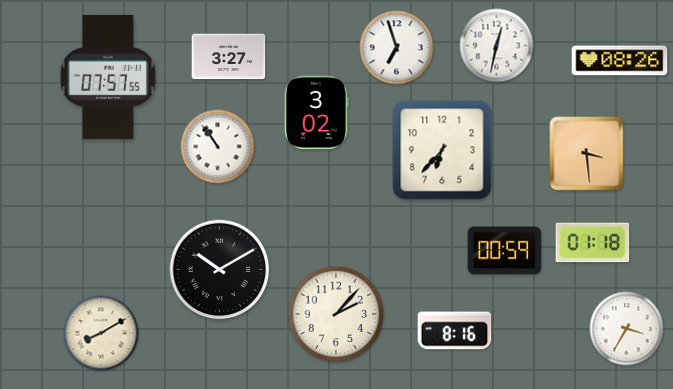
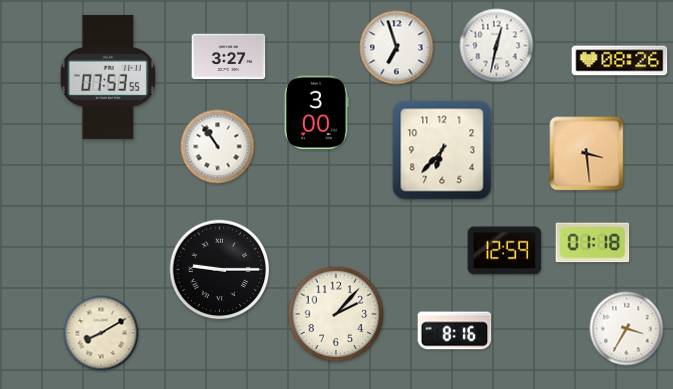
clock at (108, 77): 07:57 -> 07:53
clock at (316, 113): 3:02 -> 3:00
clock at (505, 251): 00:59 -> 12:59
clock at (220, 270): 10:10 -> 9:15
